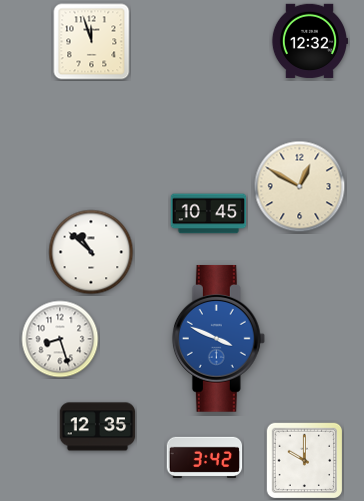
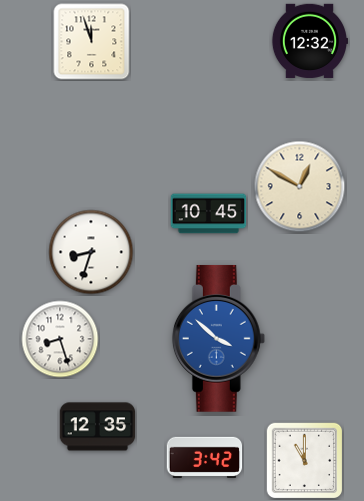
clock at (91, 252): 10:52 -> 8:33
clock at (218, 339): 3:49 -> 3:52
clock at (304, 460): 10:00 -> 11:00
